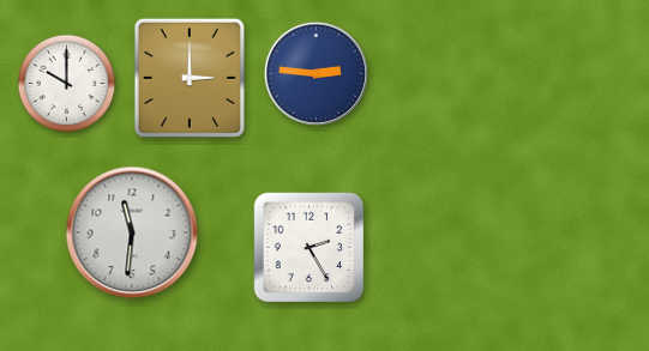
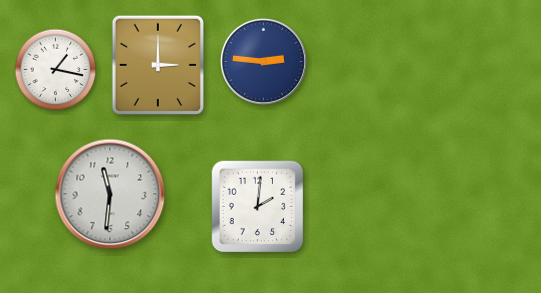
clock at (67, 84): 10:00 -> 1:17
clock at (310, 248): 2:25 -> 2:01
